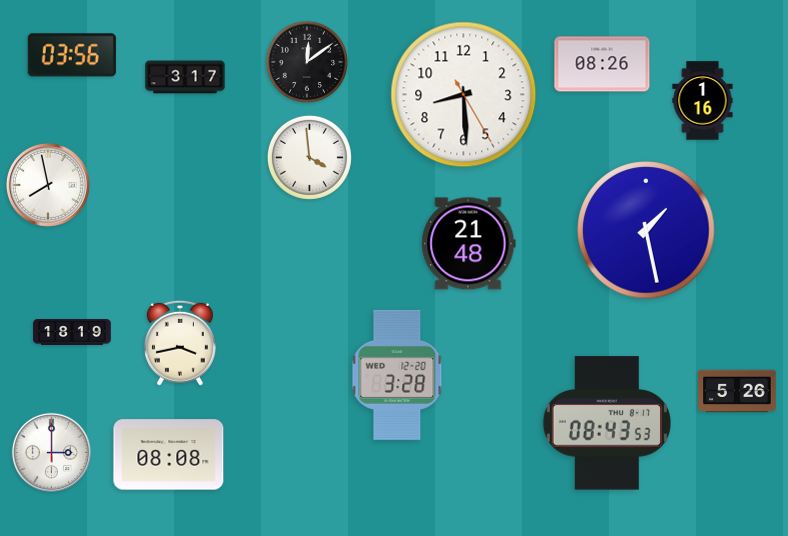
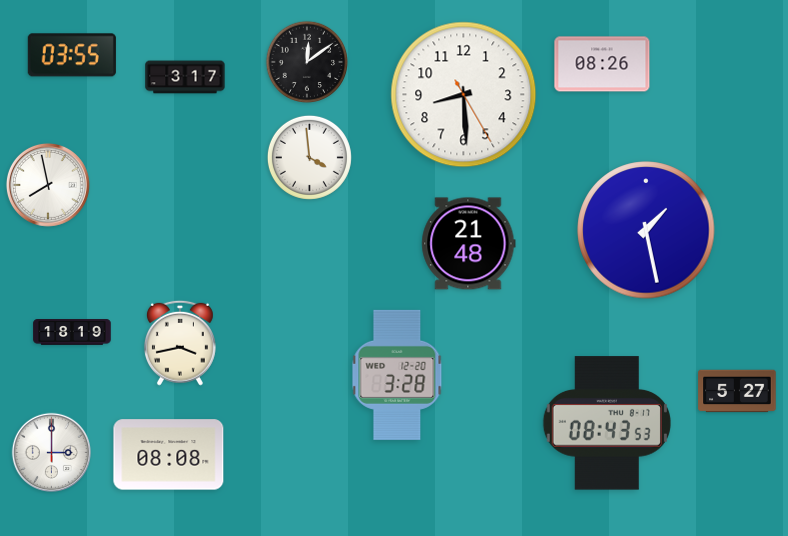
clock at (72, 55): 03:56 -> 03:55
clock at (703, 101): 1:16 -> none
clock at (737, 391): 5:26 -> 5:27
